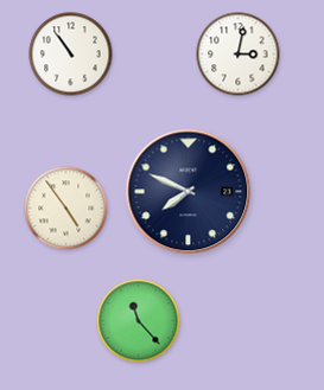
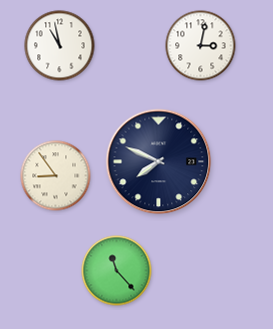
clock at (71, 55): 10:54 -> 10:58
clock at (66, 209): 4:54 -> 8:54
